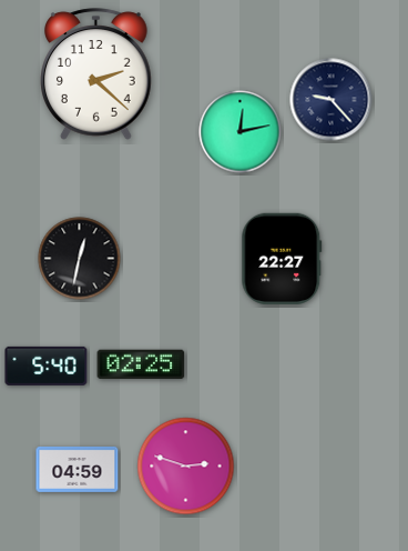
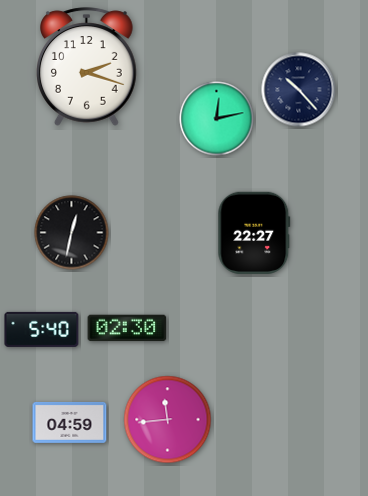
clock at (96, 74): 2:22 -> 2:18
clock at (331, 100): 9:23 -> 10:23
clock at (141, 364): 02:25 -> 02:30
clock at (186, 467): 2:48 -> 11:44
